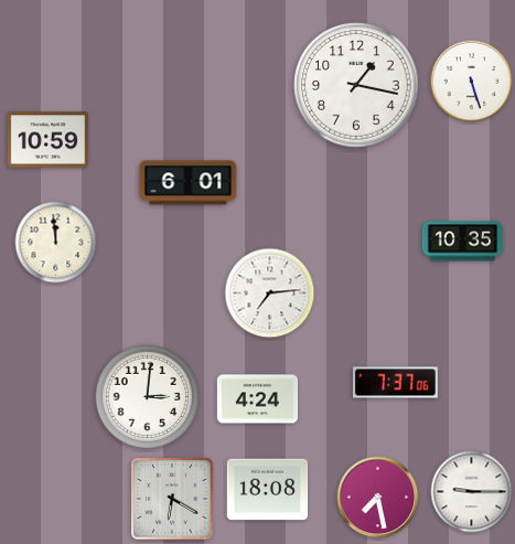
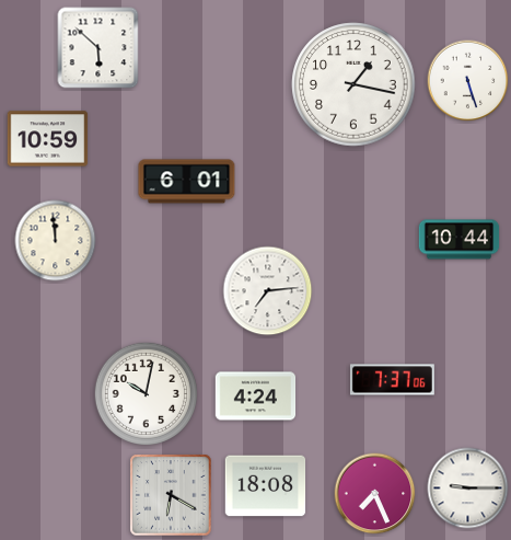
clock at (98, 48): none -> 5:52
clock at (463, 242): 10:35 -> 10:44
clock at (147, 396): 3:01 -> 10:02
clock at (378, 498): 7:28 -> 7:26
